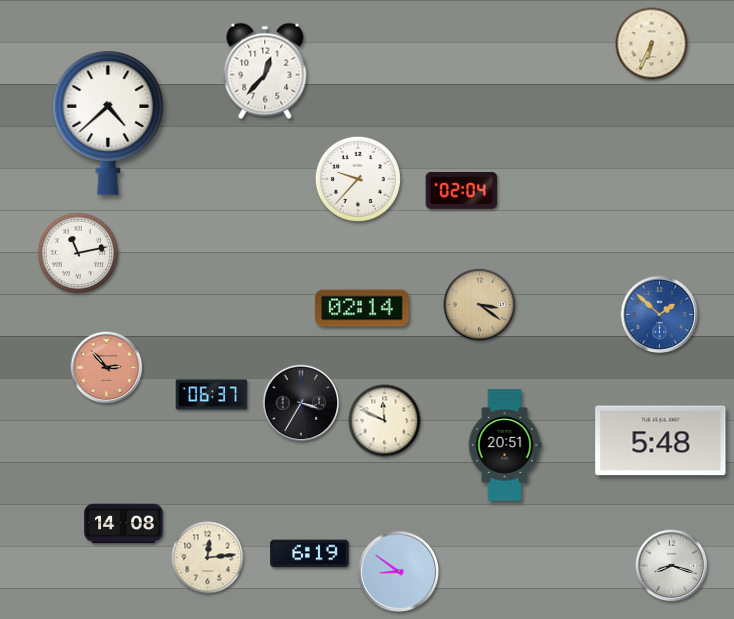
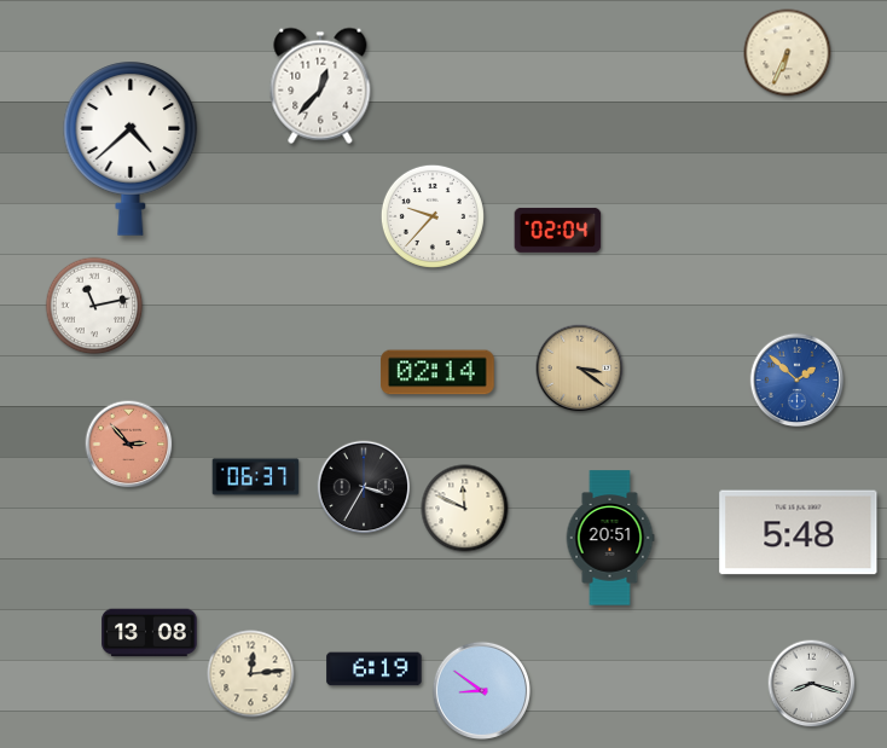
clock at (124, 524): 14:08 -> 13:08
